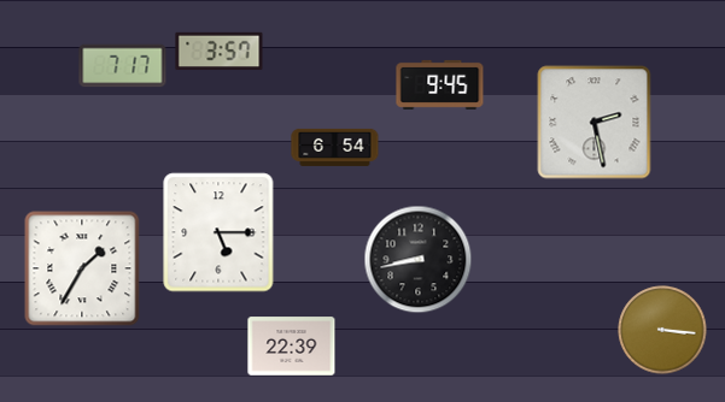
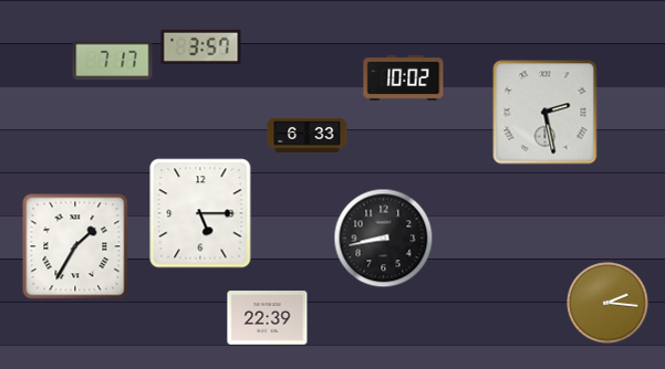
clock at (440, 84): 9:45 -> 10:02
clock at (335, 147): 6:54 -> 6:33
clock at (662, 330): 3:16 -> 2:16
